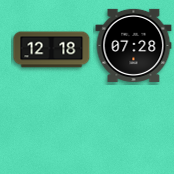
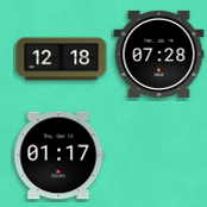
clock at (59, 156): none -> 01:17
